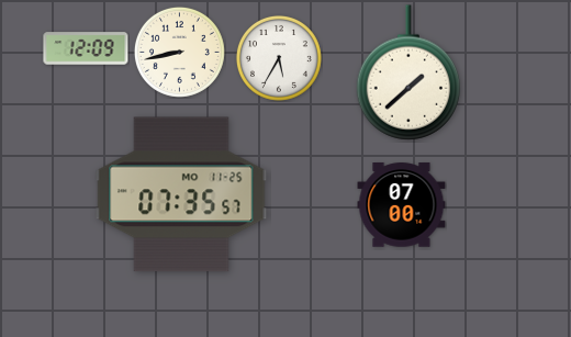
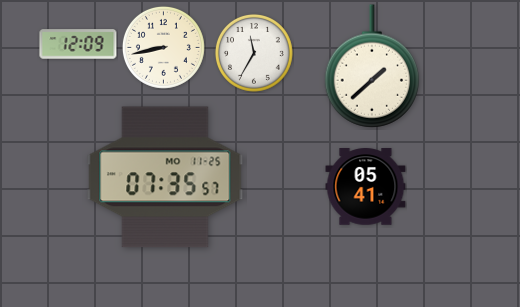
clock at (279, 58): 5:35 -> 11:35
clock at (402, 205): 07:00 -> 05:41
